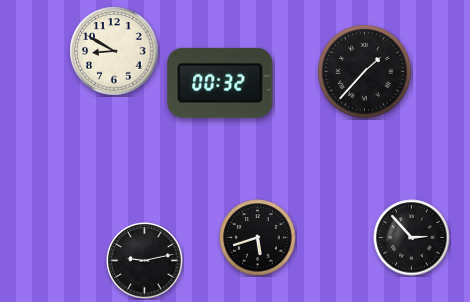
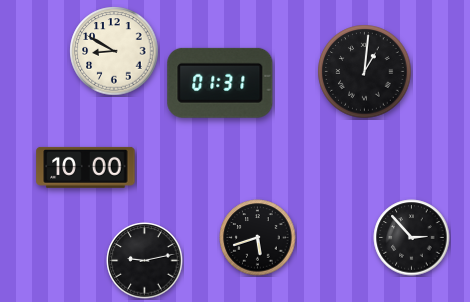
clock at (365, 72): 1:37 -> 1:01
clock at (220, 83): 00:32 -> 01:31
clock at (86, 167): none -> 10:00
